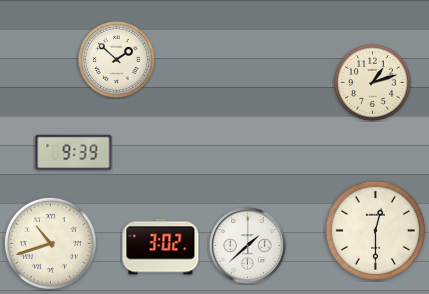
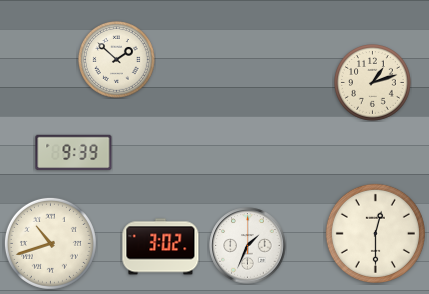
clock at (375, 230) position: (375, 230) -> (375, 233)
clock at (248, 246): 1:38 -> 1:34
